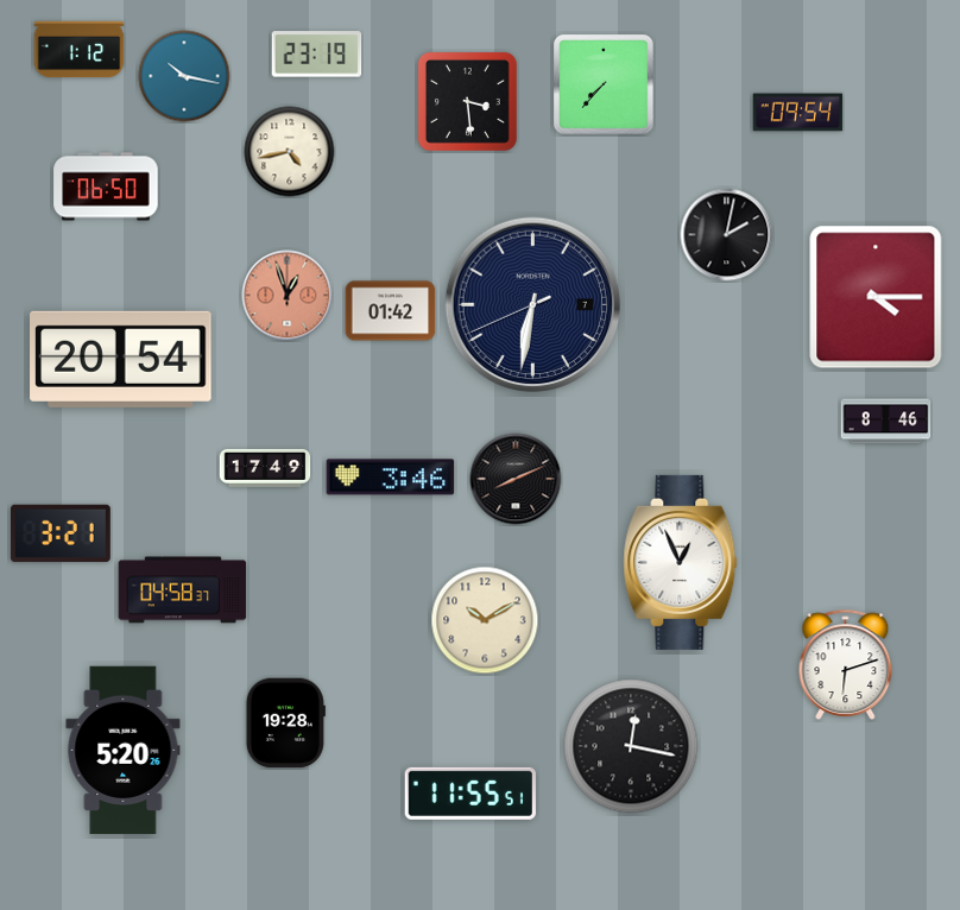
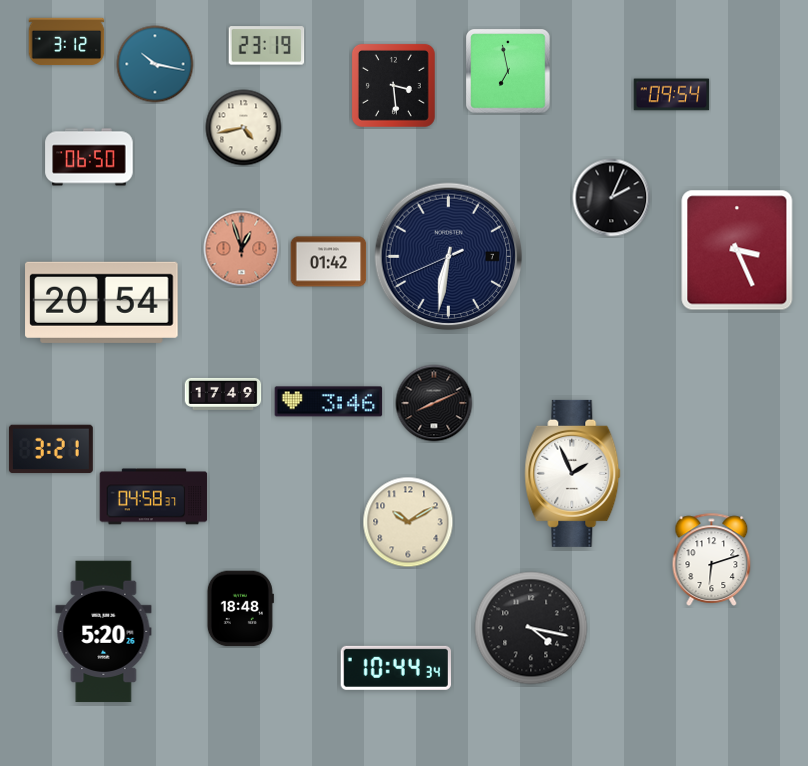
clock at (80, 50): 1:12 -> 3:12
clock at (604, 84): 7:37 -> 6:58
clock at (727, 235): 2:02 -> 2:04
clock at (876, 297): 4:15 -> 3:26
clock at (886, 422): 8:46 -> none
clock at (681, 562): 12:56 -> 1:56
clock at (285, 723): 19:28 -> 18:48
clock at (631, 746): 12:17 -> 4:17
clock at (470, 794): 11:55 -> 10:44
